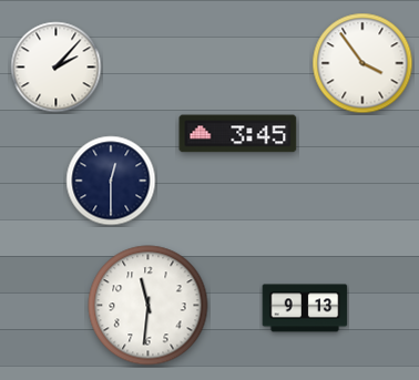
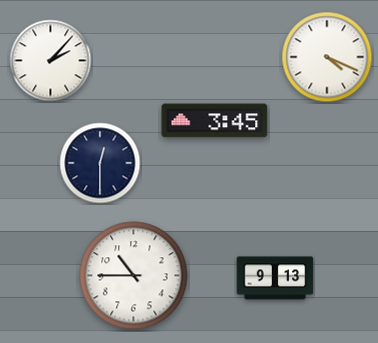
clock at (362, 63): 3:54 -> 4:19
clock at (149, 306): 11:31 -> 10:45
